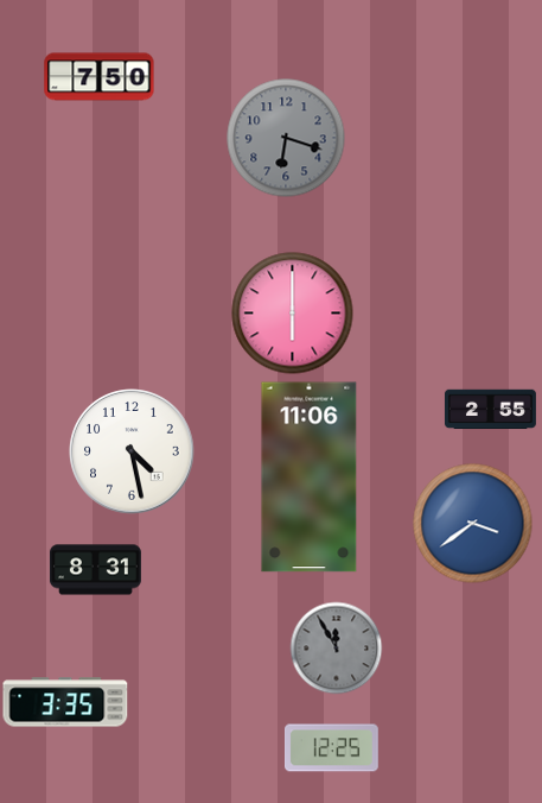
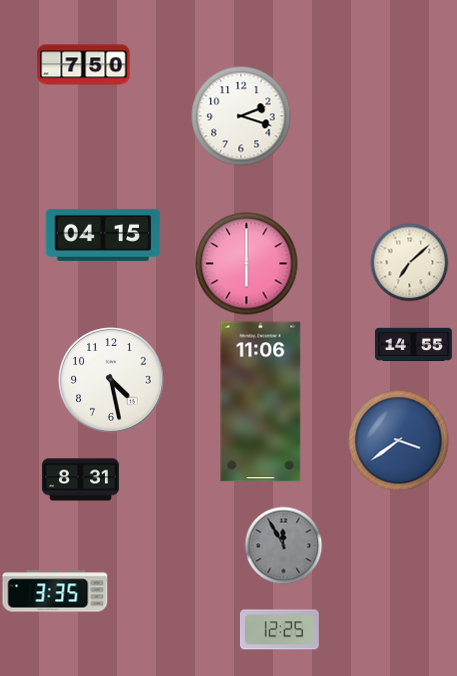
clock at (286, 138): 6:18 -> 2:18
clock at (286, 138) dial: grey -> white
clock at (103, 235): none -> 04:15
clock at (409, 262): none -> 7:08
clock at (490, 410): 2:55 -> 14:55
